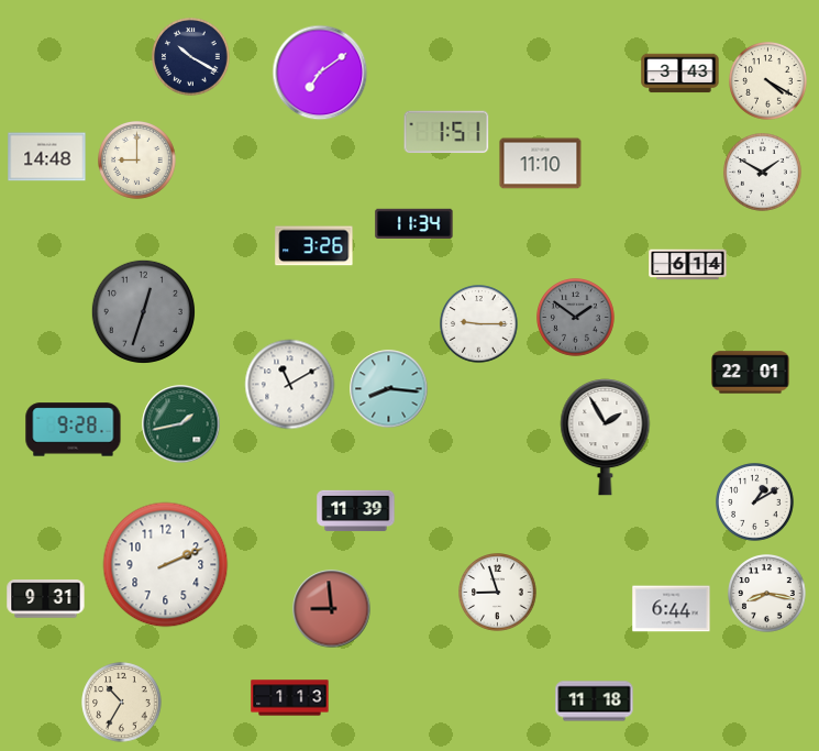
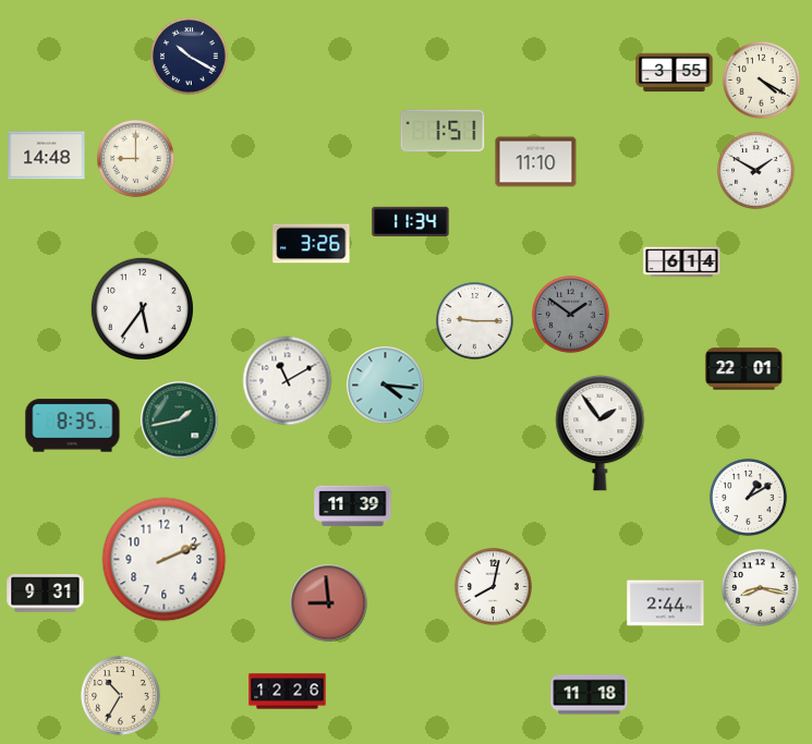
clock at (320, 73): 7:09 -> none
clock at (680, 74): 3:43 -> 3:55
clock at (143, 311): 12:33 -> 5:36
clock at (143, 311) dial: grey -> white
clock at (389, 389): 8:16 -> 4:16
clock at (74, 430): 9:28 -> 8:35
clock at (606, 438): 1:55 -> 1:54
clock at (498, 593): 8:57 -> 8:02
clock at (672, 609): 6:44 -> 2:44
clock at (290, 698): 1:13 -> 12:26
